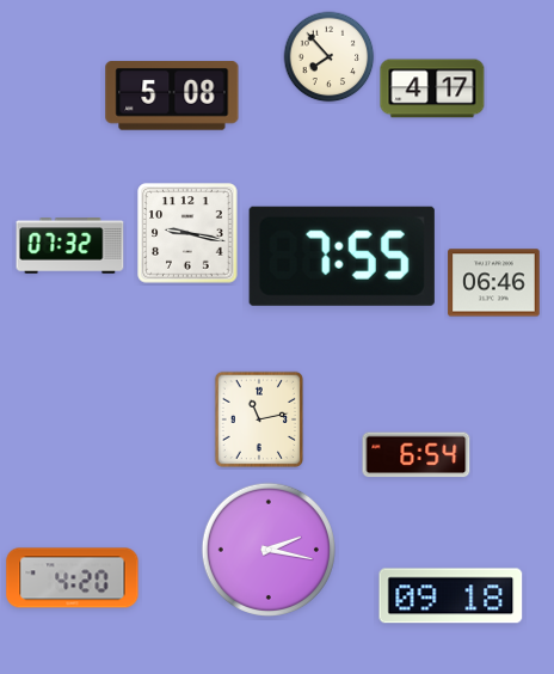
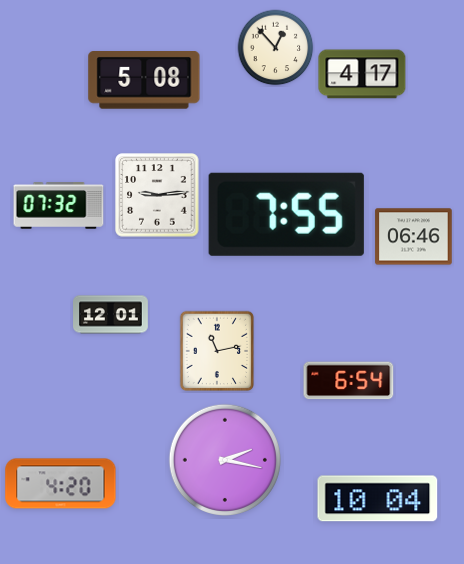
clock at (330, 57): 7:53 -> 12:53
clock at (187, 233): 9:17 -> 9:14
clock at (111, 315): none -> 12:01
clock at (451, 596): 09:18 -> 10:04
